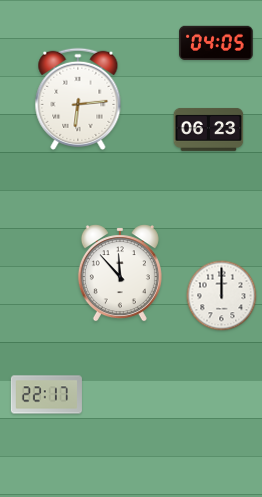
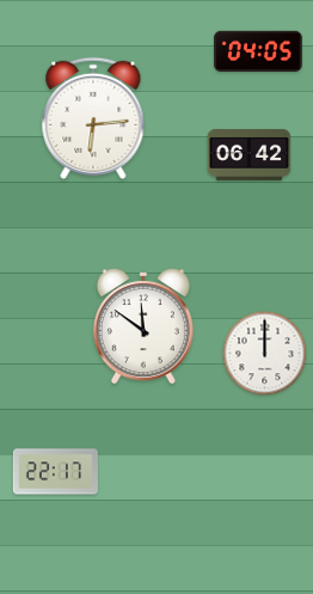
clock at (209, 129): 06:23 -> 06:42
clock at (120, 273): 11:53 -> 11:51
